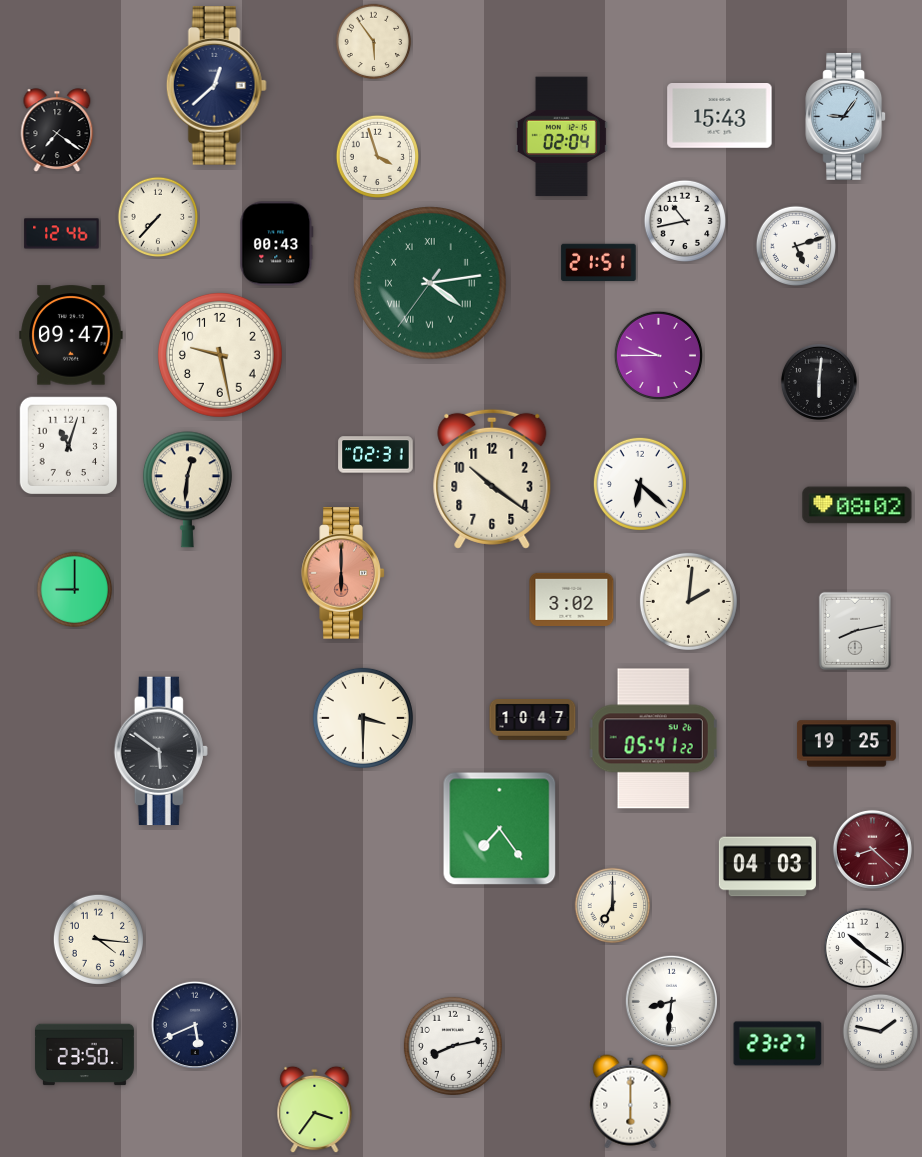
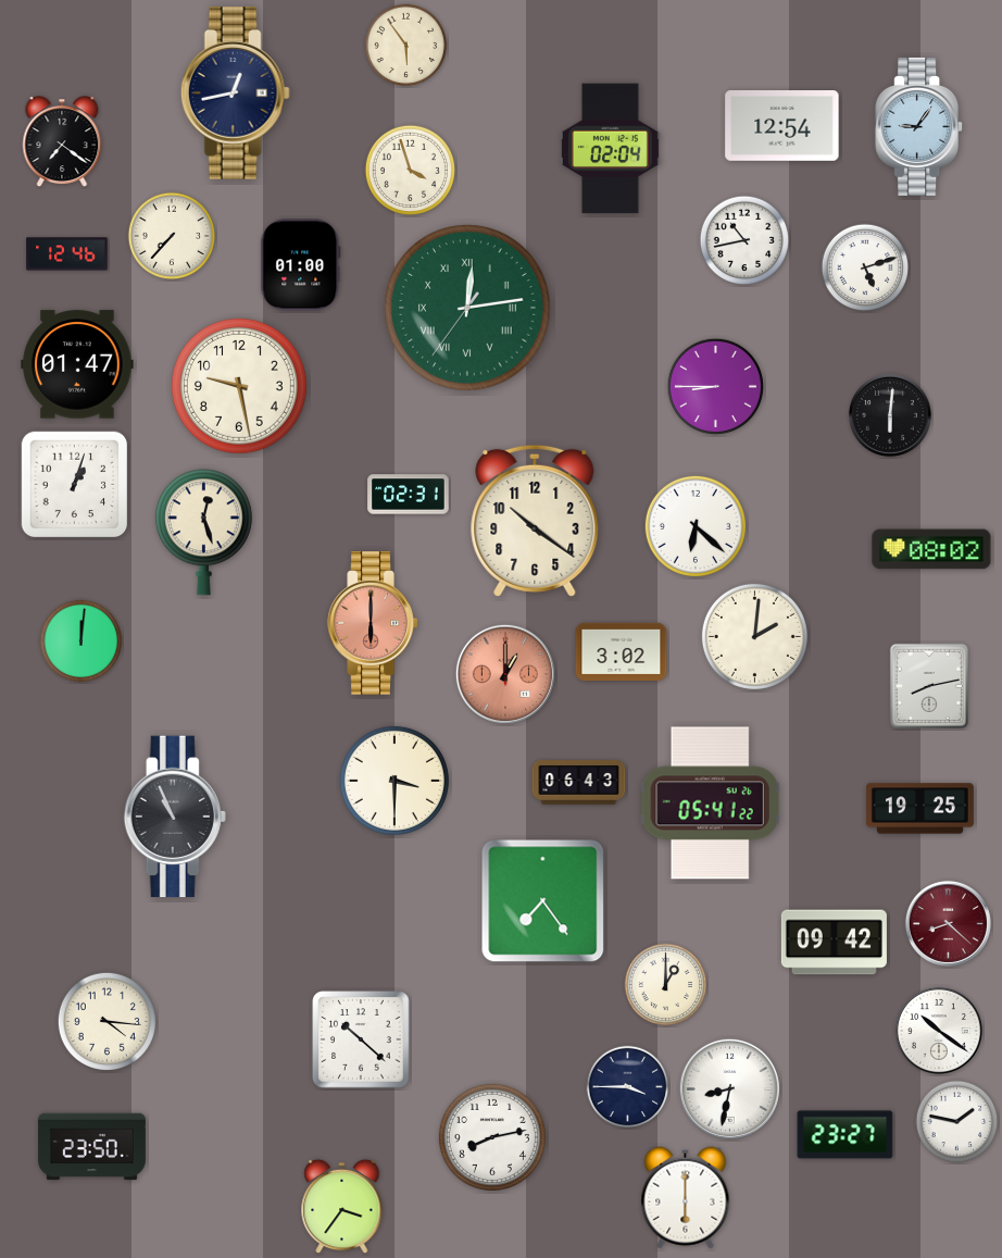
clock at (216, 86): 12:38 -> 12:43
clock at (720, 116): 15:43 -> 12:54
clock at (277, 244): 00:43 -> 01:00
clock at (599, 263): 21:51 -> none
clock at (430, 283): 4:13 -> 12:13
clock at (71, 335): 09:47 -> 01:47
clock at (658, 355): 9:45 -> 8:45
clock at (69, 446): 11:03 -> 1:03
clock at (187, 490): 12:31 -> 12:27
clock at (75, 590): 9:00 -> 12:01
clock at (688, 601) position: (688, 601) -> (754, 636)
clock at (505, 674): none -> 1:00
clock at (533, 720): 10:47 -> 06:43
clock at (161, 751): 5:51 -> 10:56
clock at (767, 867): 04:03 -> 09:42
clock at (613, 906): 7:00 -> 1:00
clock at (361, 1039): none -> 10:22
clock at (628, 1087): none -> 3:45
clock at (671, 1001): 8:31 -> 8:32
clock at (195, 1025): 5:41 -> none
